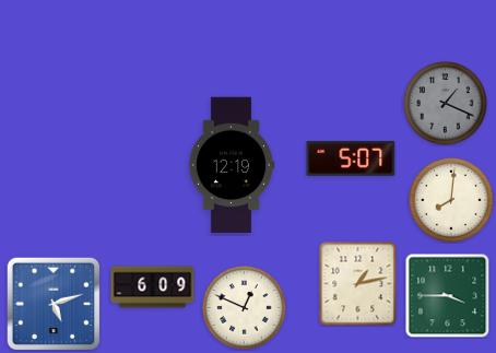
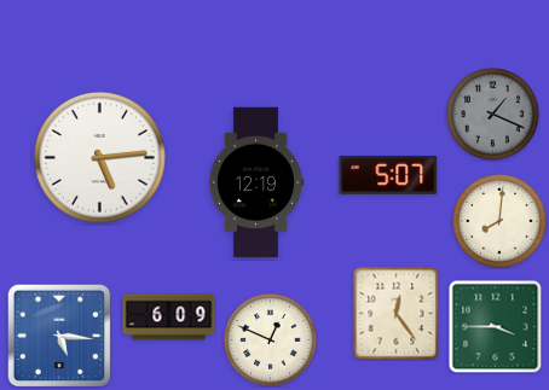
clock at (99, 157): none -> 5:14
clock at (358, 283): 1:13 -> 12:24
clock at (54, 304): 5:12 -> 5:16
